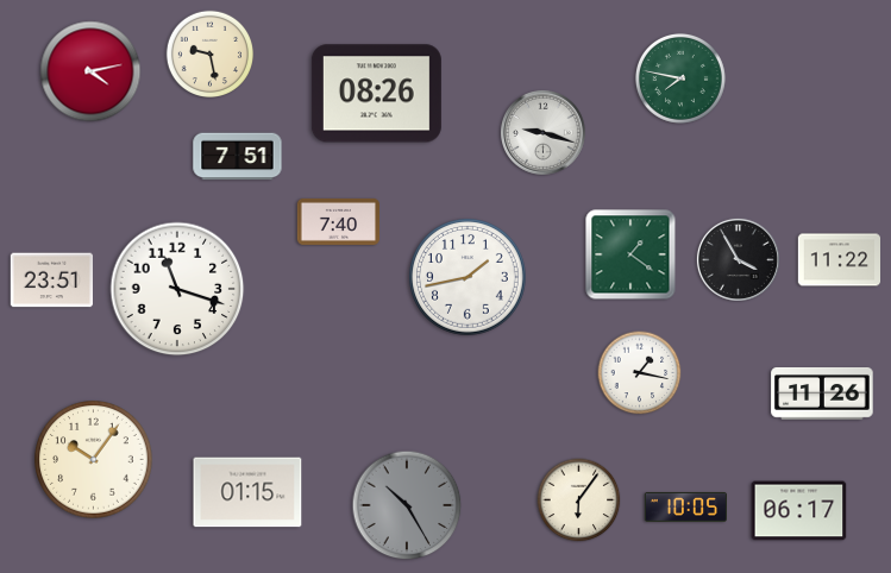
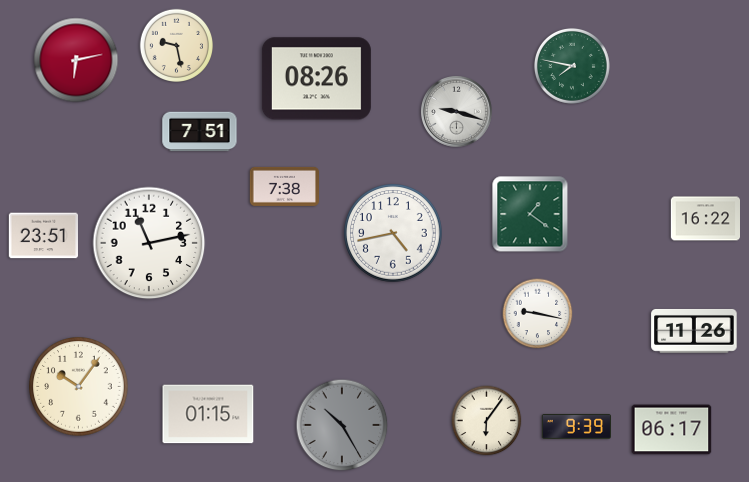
clock at (90, 71): 4:13 -> 6:13
clock at (338, 221): 7:40 -> 7:38
clock at (738, 259): 3:55 -> none
clock at (839, 260): 11:22 -> 16:22
clock at (469, 278): 1:43 -> 4:43
clock at (177, 289): 11:18 -> 11:13
clock at (640, 373): 1:17 -> 9:17
clock at (822, 393) position: (822, 393) -> (694, 331)
clock at (685, 508): 10:05 -> 9:39
